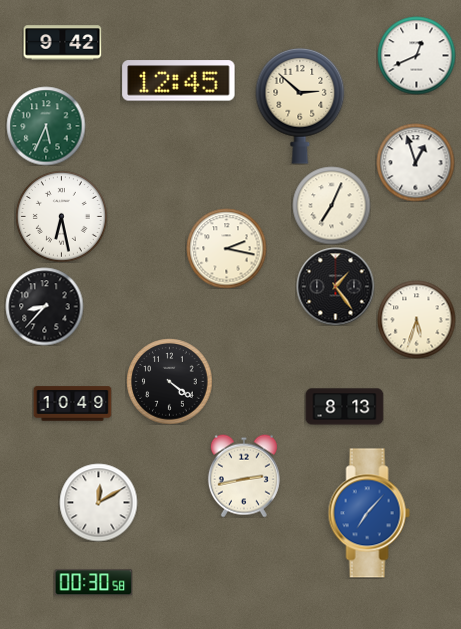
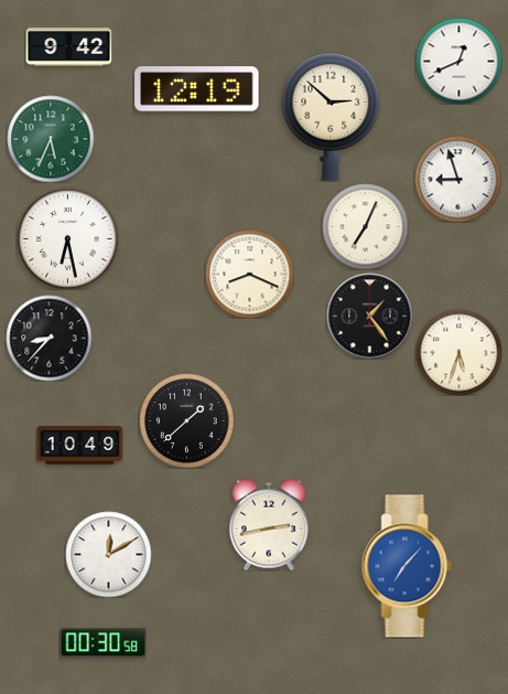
clock at (179, 81): 12:45 -> 12:19
clock at (415, 162): 12:57 -> 8:57
clock at (226, 248): 2:17 -> 8:19
clock at (169, 381): 4:21 -> 1:38
clock at (344, 407): 8:13 -> none
